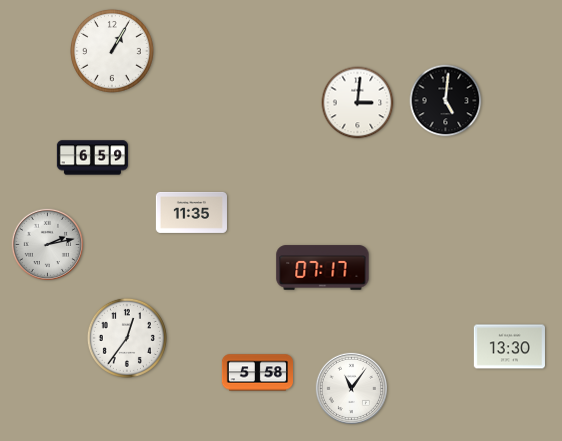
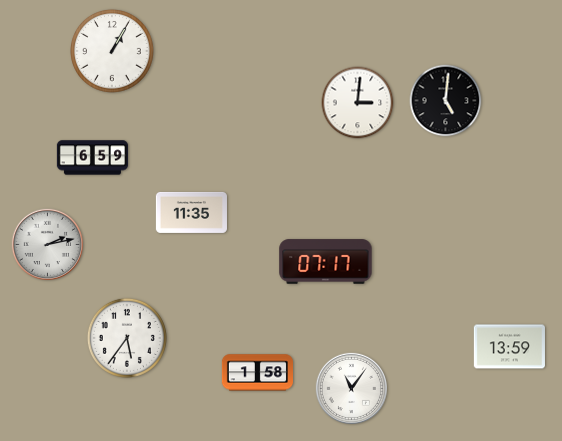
clock at (323, 268) position: (323, 268) -> (326, 262)
clock at (127, 338): 12:36 -> 5:36
clock at (509, 347): 13:30 -> 13:59
clock at (257, 373): 5:58 -> 1:58
